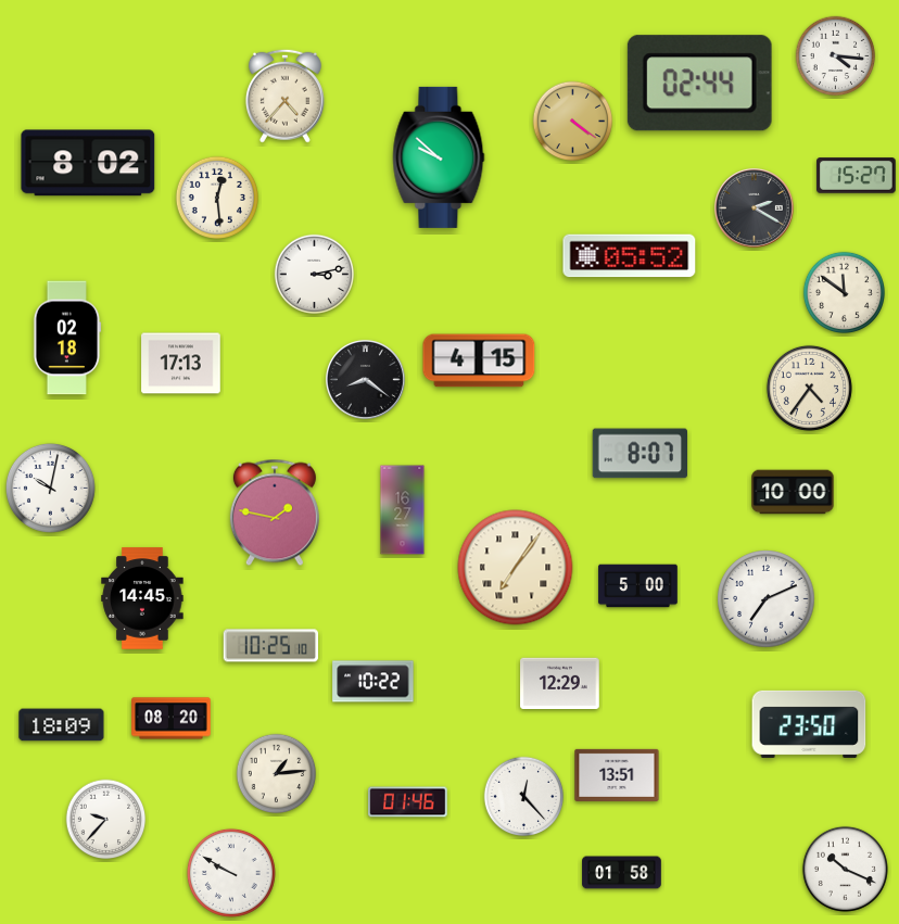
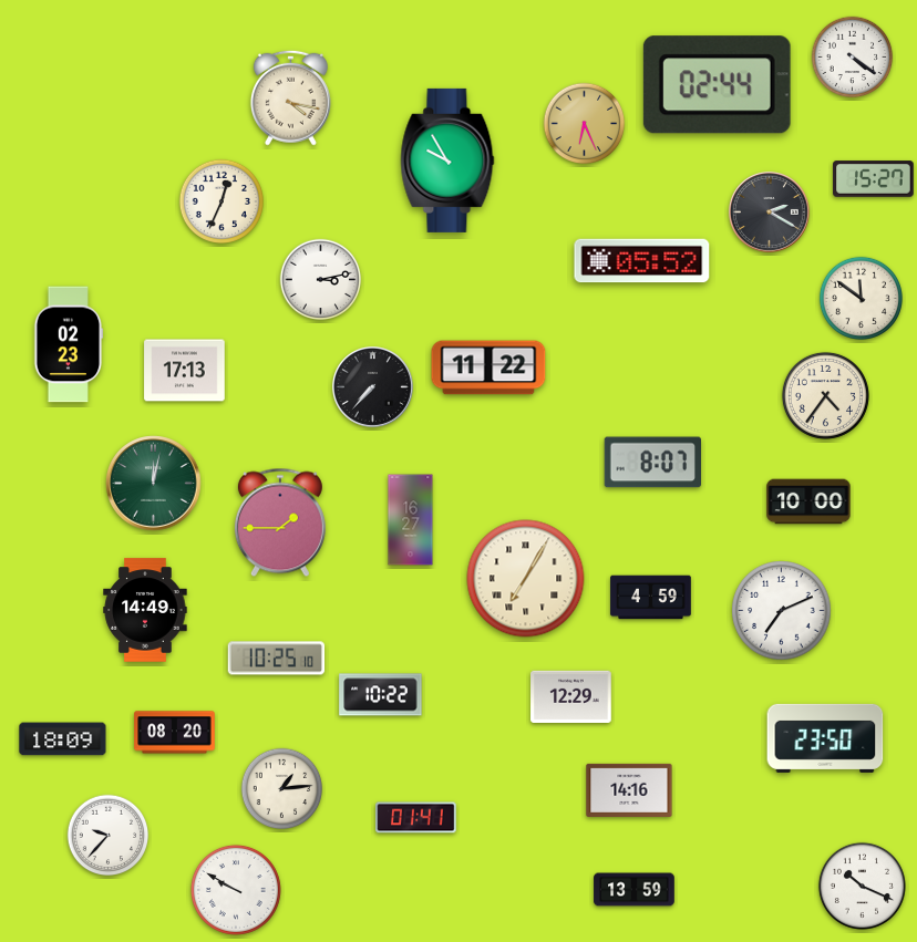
clock at (836, 56): 4:16 -> 4:21
clock at (699, 84) position: (699, 84) -> (717, 85)
clock at (284, 96): 4:37 -> 4:17
clock at (573, 122): 4:21 -> 6:26
clock at (439, 157): 9:52 -> 9:55
clock at (88, 163): 8:02 -> none
clock at (216, 197): 12:29 -> 12:34
clock at (67, 338): 02:18 -> 02:23
clock at (479, 360): 4:15 -> 11:22
clock at (365, 379): 8:21 -> 7:37
clock at (154, 484): none -> 12:02
clock at (50, 488): 10:02 -> none
clock at (275, 512): 1:47 -> 1:45
clock at (516, 568): 7:06 -> 7:05
clock at (638, 586): 5:00 -> 4:59
clock at (142, 598): 14:45 -> 14:49
clock at (617, 775): 13:51 -> 14:16
clock at (524, 797): 12:23 -> none
clock at (408, 802): 01:46 -> 01:41
clock at (622, 873): 01:58 -> 13:59
